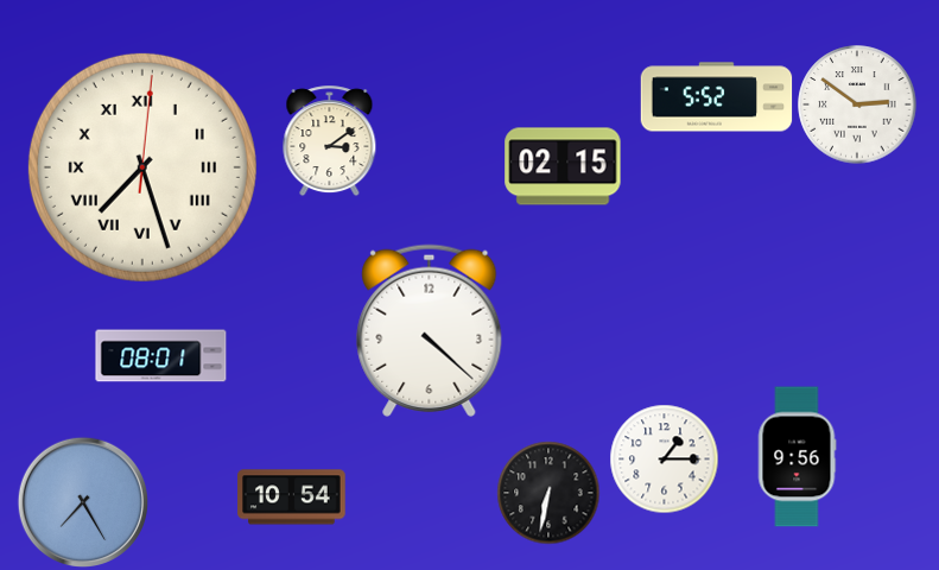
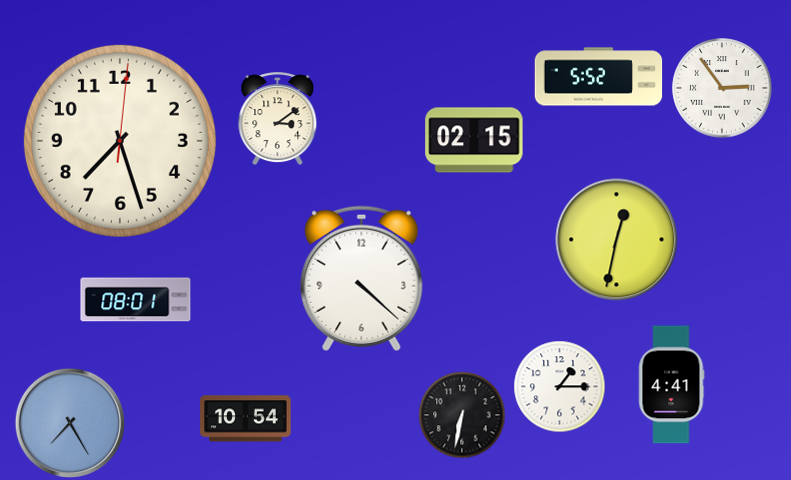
clock at (717, 97) position: (717, 97) -> (599, 77)
clock at (857, 104): 2:51 -> 2:54
clock at (142, 167) numerals: Roman -> Arabic
clock at (617, 240): none -> 12:32
clock at (797, 457): 9:56 -> 4:41
